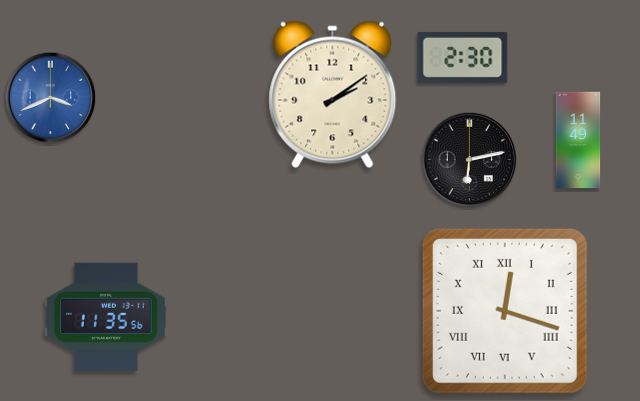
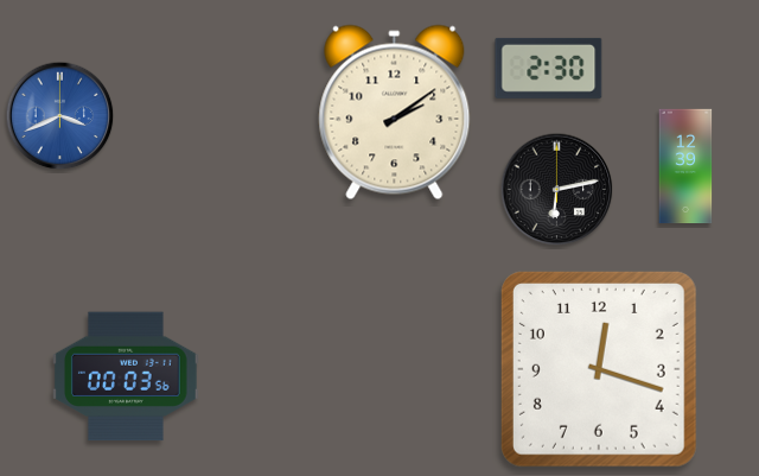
clock at (578, 140): 11:49 -> 12:39
clock at (505, 311) numerals: Roman -> Arabic
clock at (107, 317): 11:35 -> 00:03
